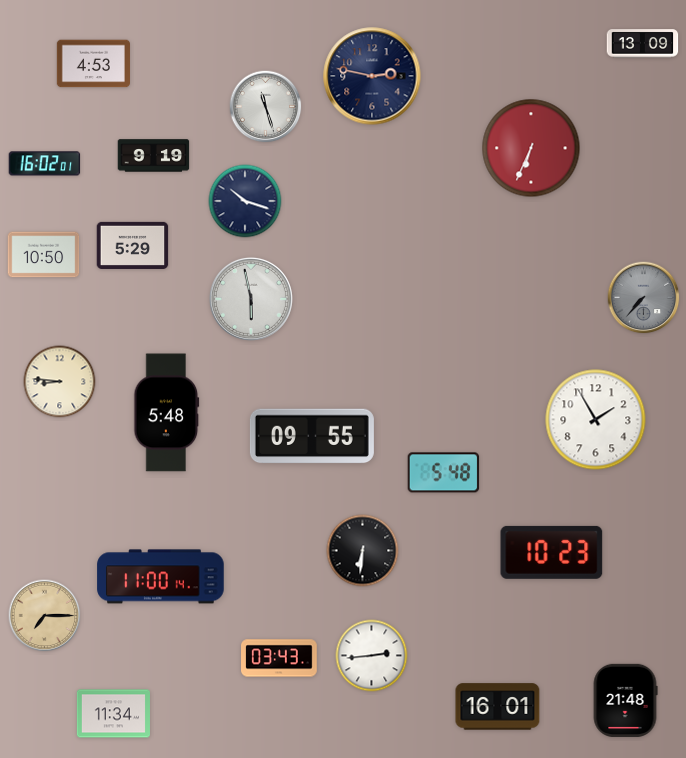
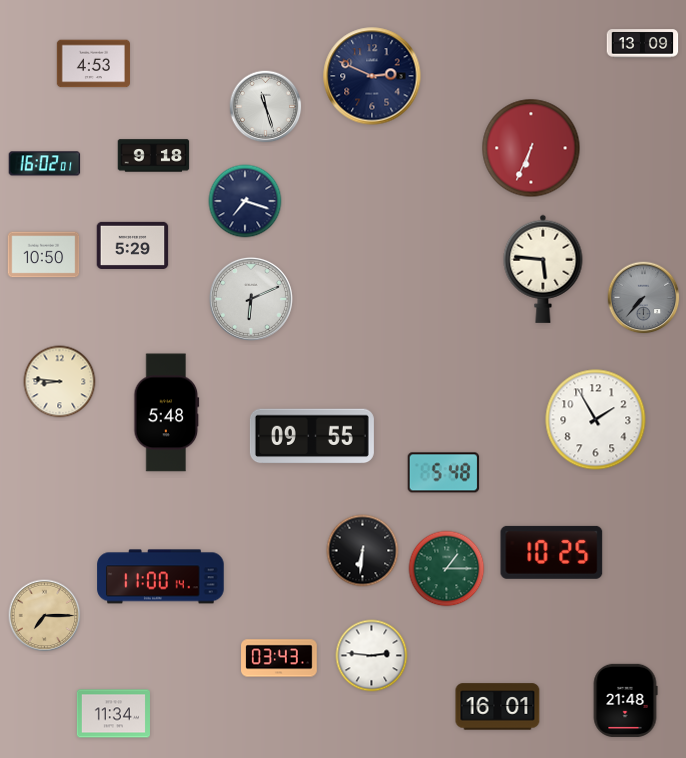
clock at (372, 76): 2:47 -> 2:49
clock at (154, 156): 9:19 -> 9:18
clock at (245, 201): 10:18 -> 7:18
clock at (543, 269): none -> 5:46
clock at (251, 299): 5:58 -> 6:11
clock at (552, 552): 10:23 -> 10:25
clock at (447, 569): none -> 1:15
clock at (372, 656): 2:44 -> 2:46
